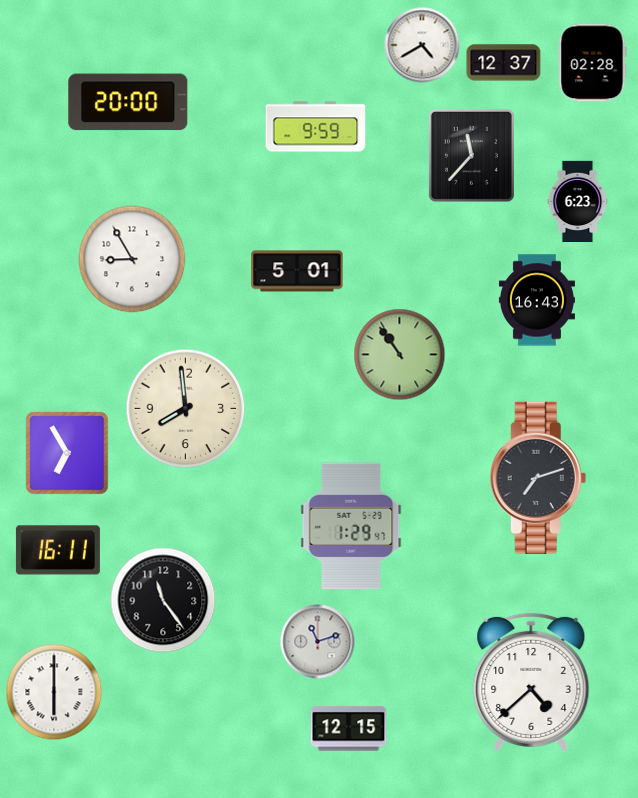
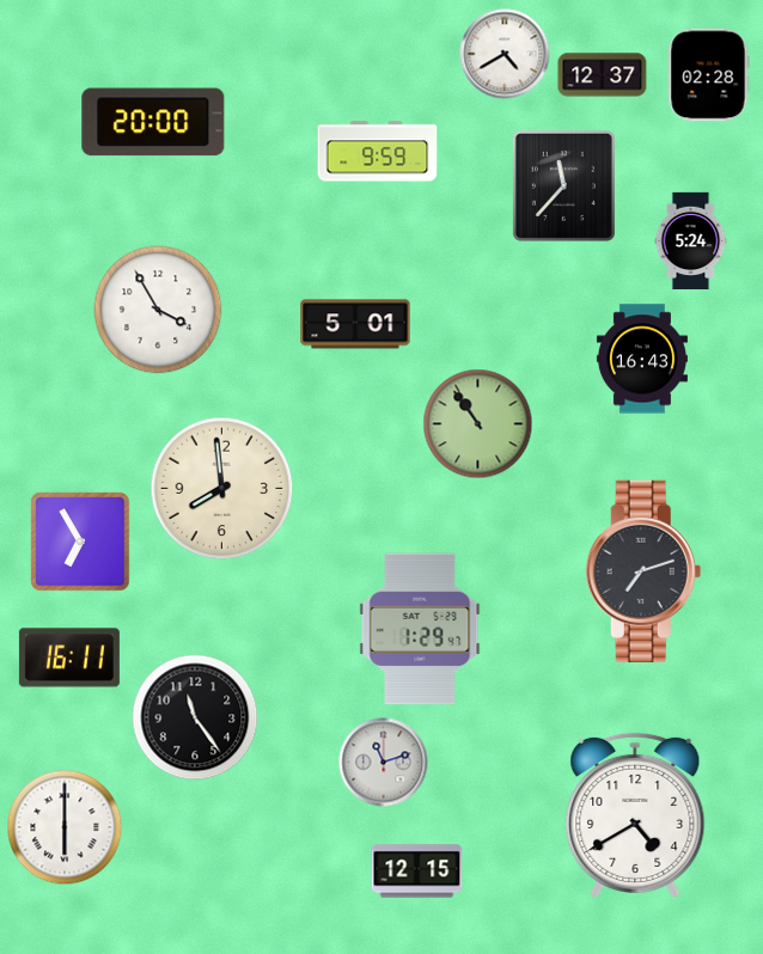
clock at (578, 202): 6:23 -> 5:24
clock at (132, 259): 8:55 -> 3:55
clock at (318, 642) position: (318, 642) -> (384, 763)
clock at (531, 682): 4:38 -> 4:40
